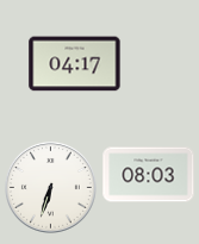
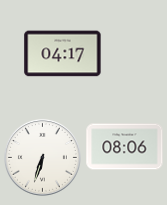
clock at (149, 175): 08:03 -> 08:06
